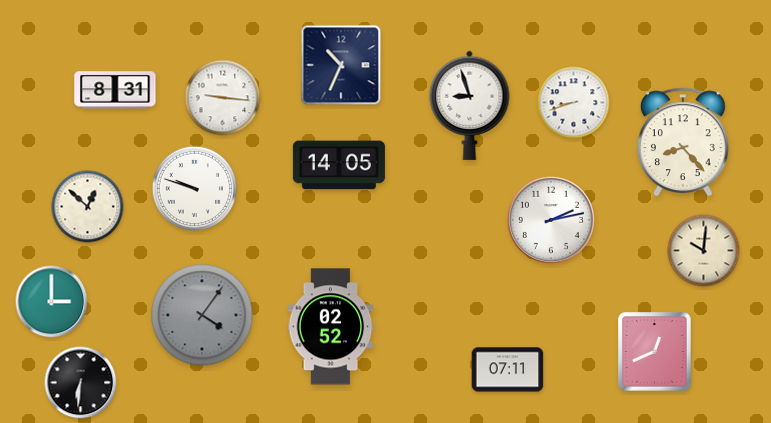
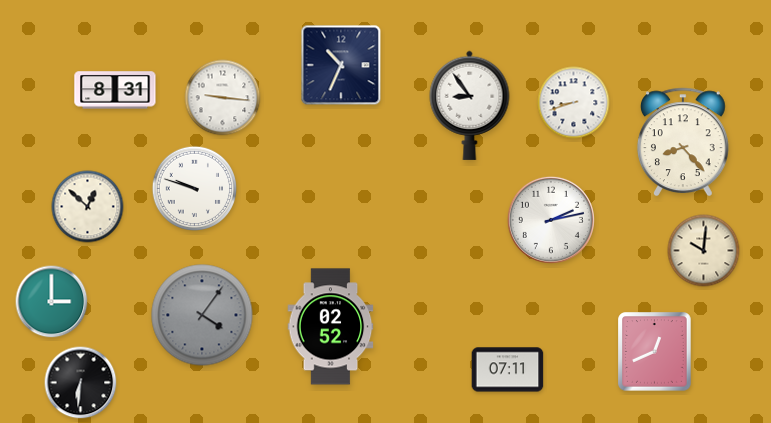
clock at (470, 105): 8:57 -> 8:54
clock at (339, 165): 14:05 -> none
